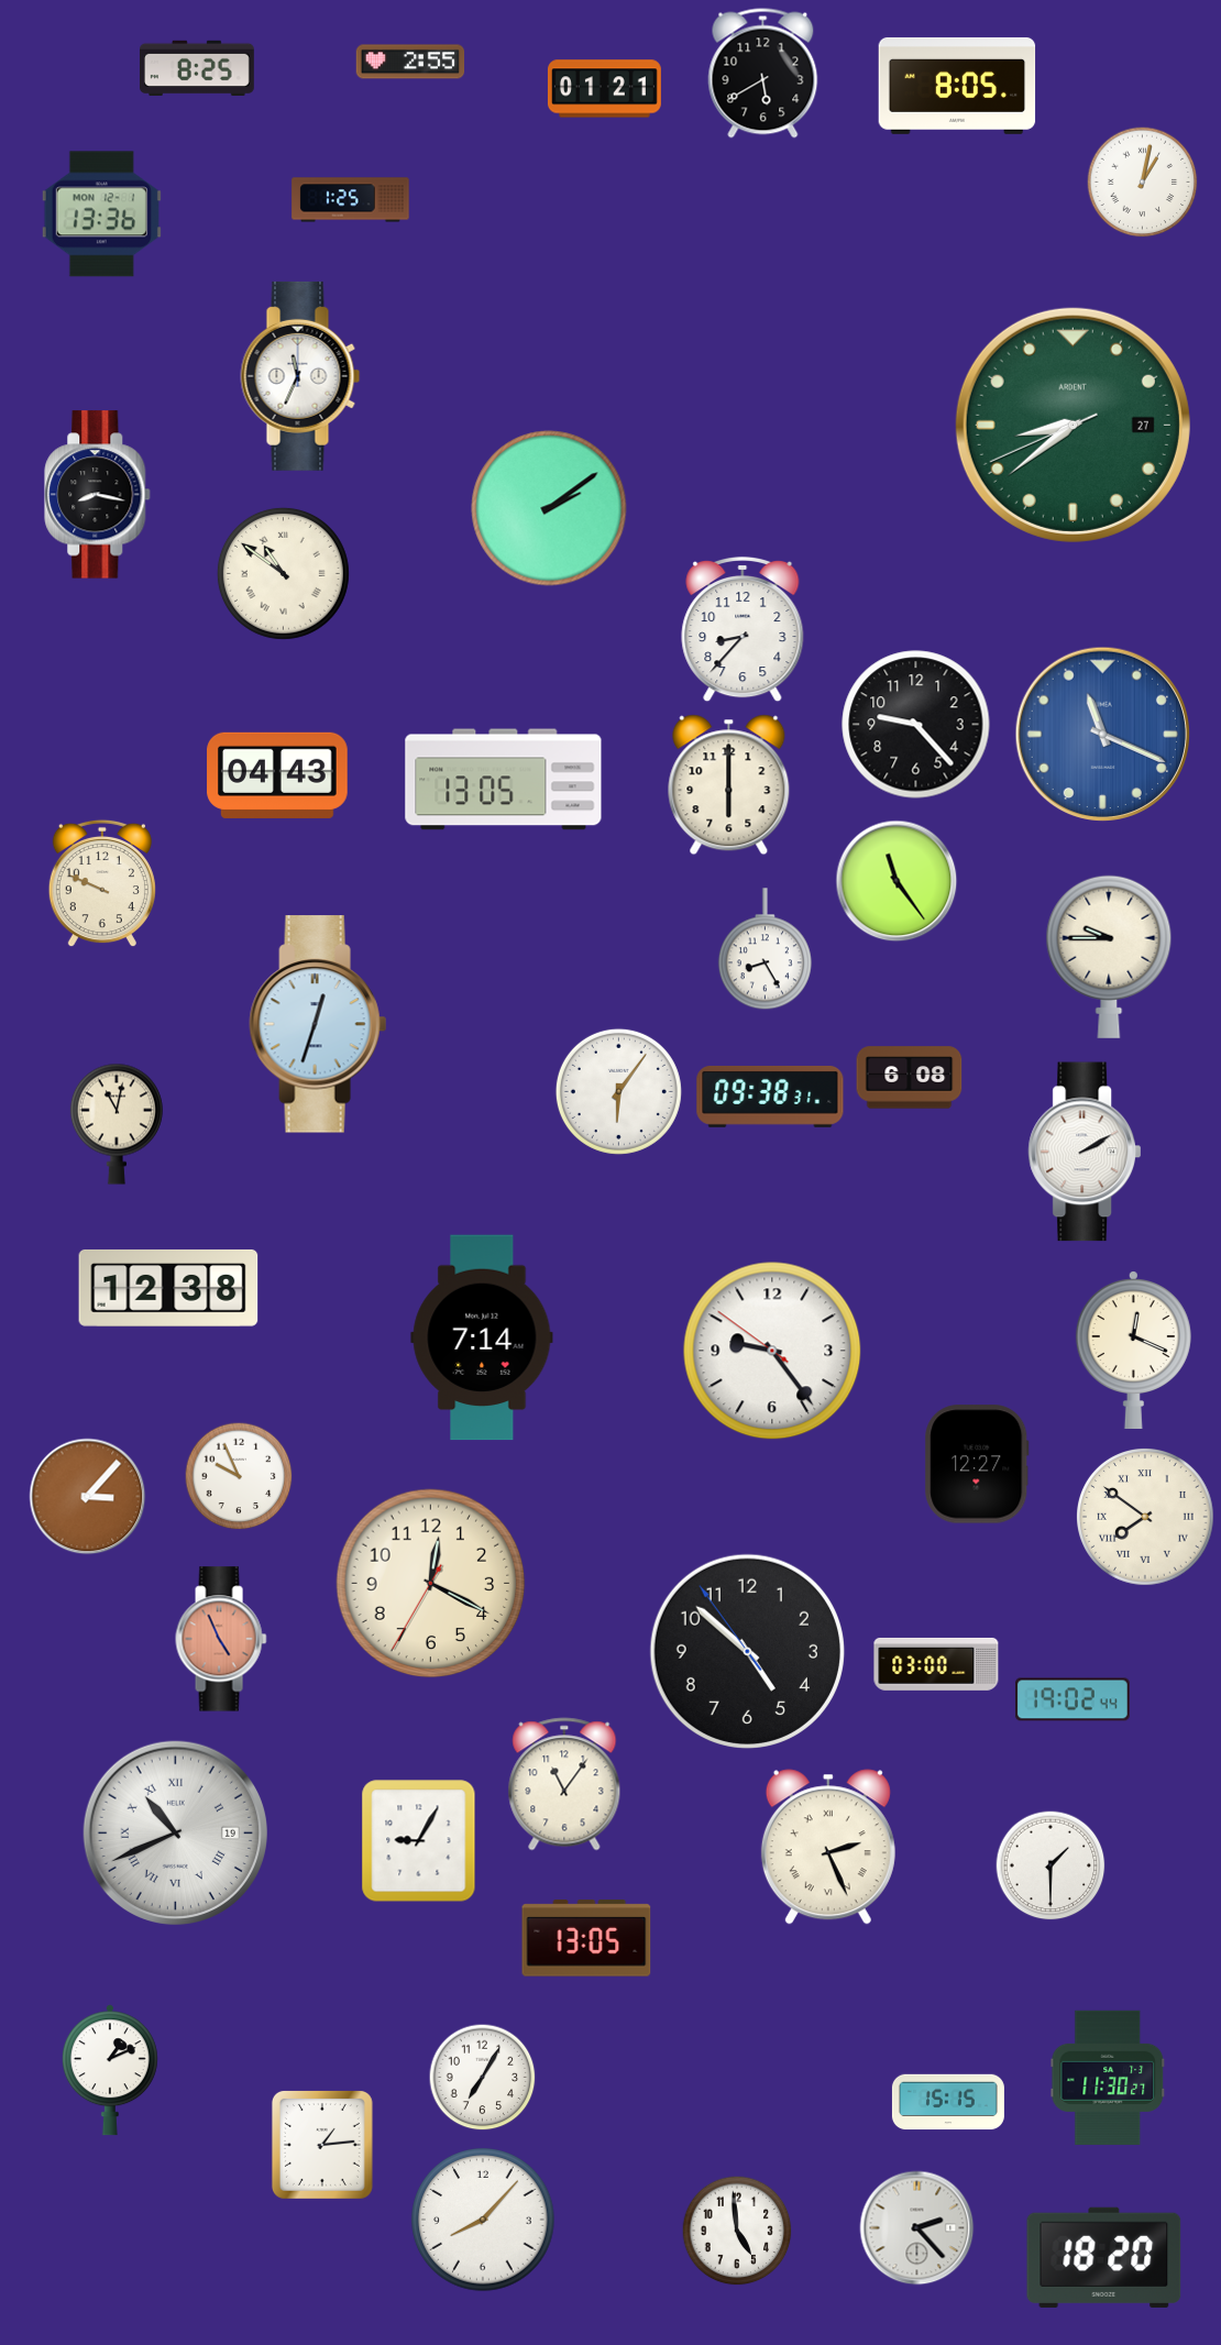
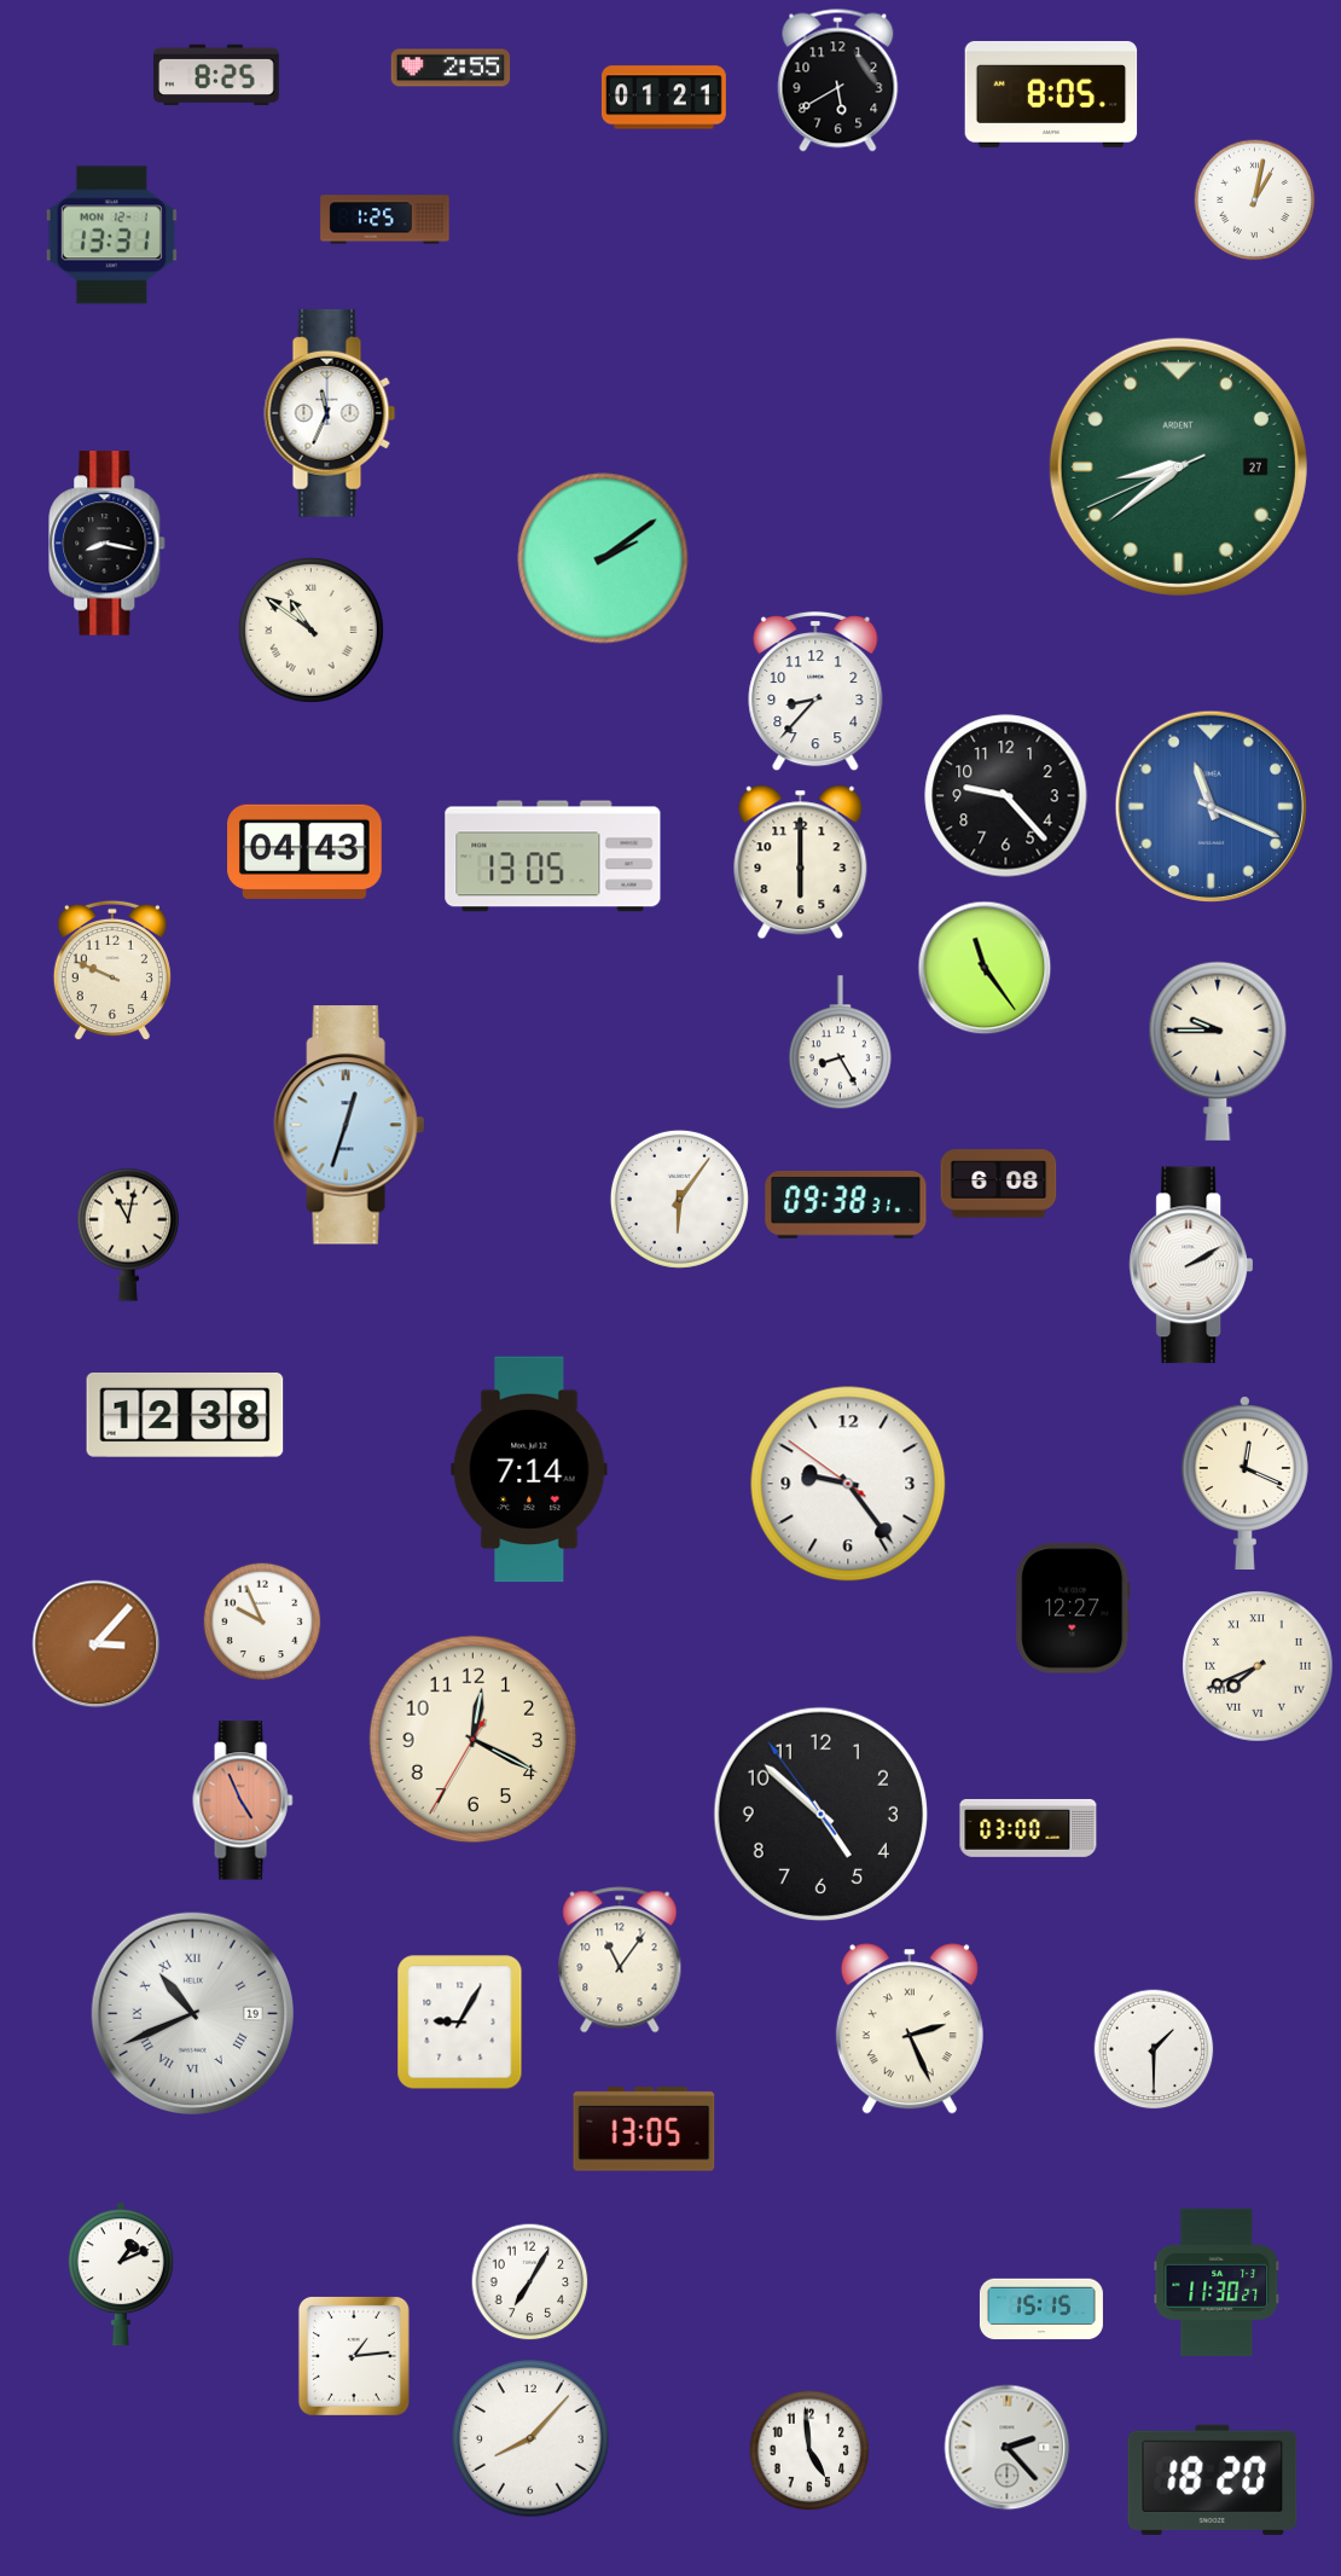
clock at (101, 214): 13:36 -> 13:31
clock at (1146, 1518): 7:51 -> 7:41
clock at (1072, 1699): 19:02 -> none
